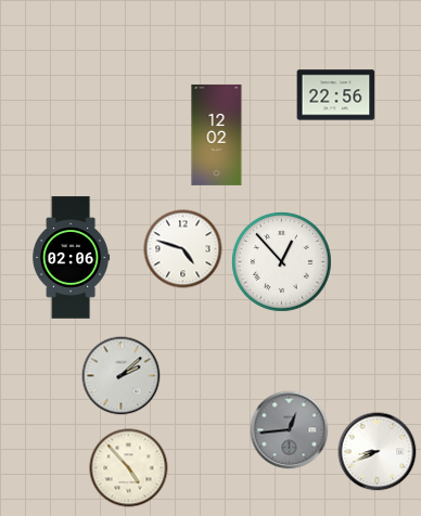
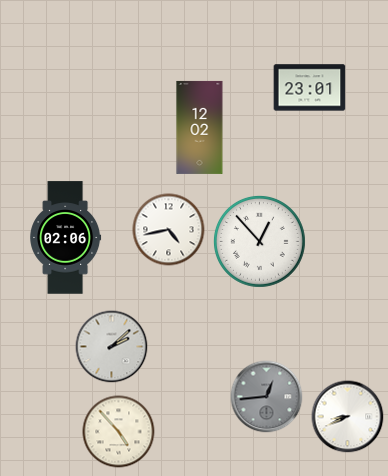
clock at (336, 95): 22:56 -> 23:01
clock at (217, 134) position: (217, 134) -> (200, 127)
clock at (183, 249): 4:48 -> 4:43
